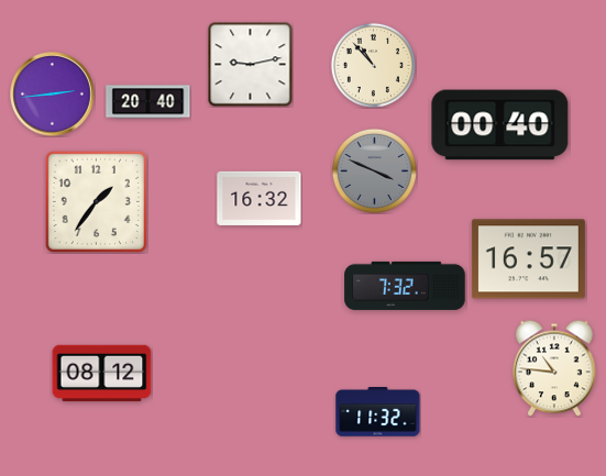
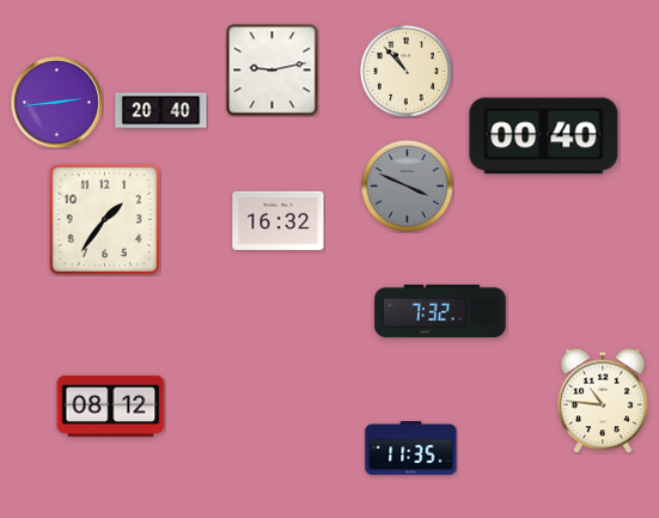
clock at (260, 198) position: (260, 198) -> (279, 220)
clock at (528, 259): 16:57 -> none
clock at (378, 412): 11:32 -> 11:35
